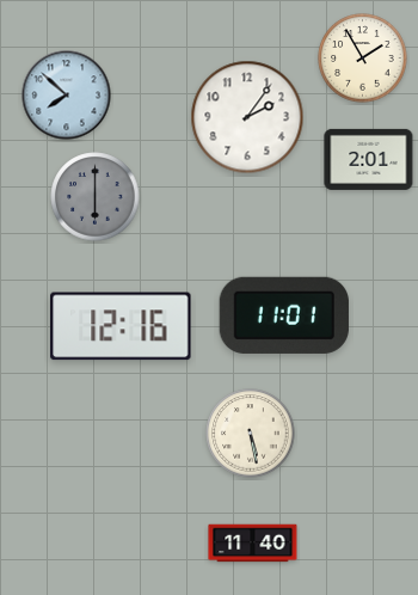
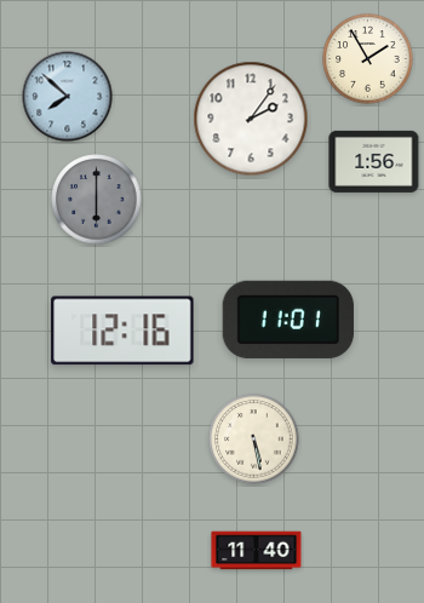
clock at (369, 159): 2:01 -> 1:56
